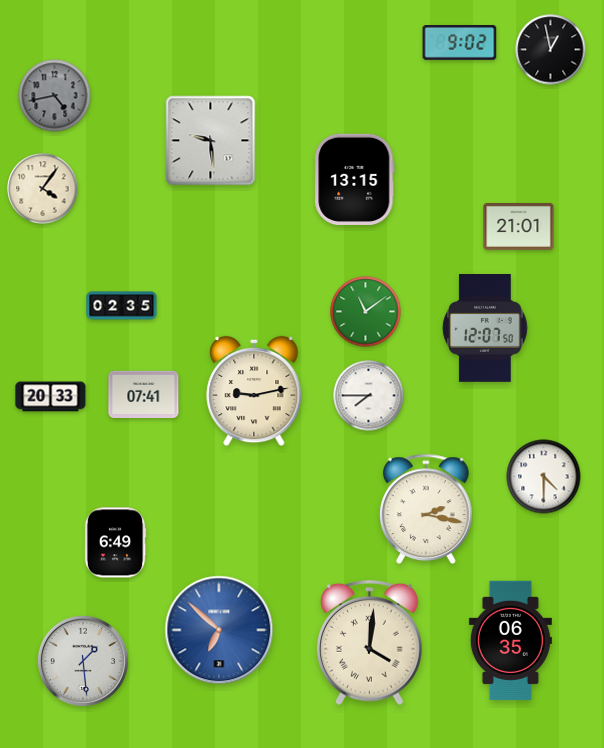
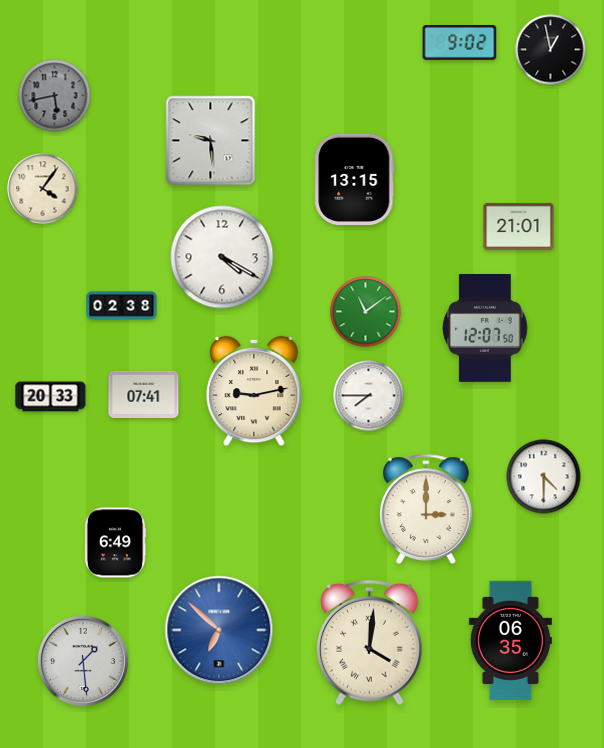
clock at (55, 96): 4:43 -> 5:43
clock at (222, 257): none -> 4:20
clock at (122, 306): 02:35 -> 02:38
clock at (426, 509): 2:17 -> 3:00
